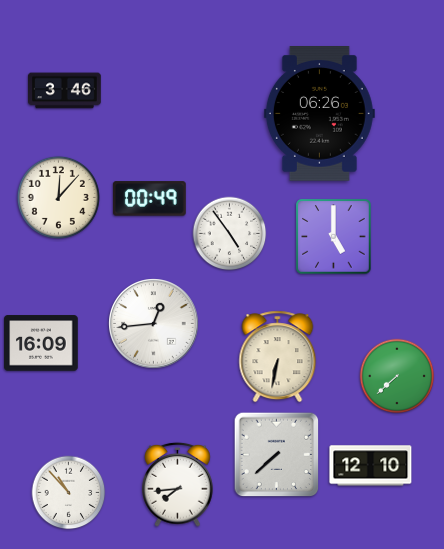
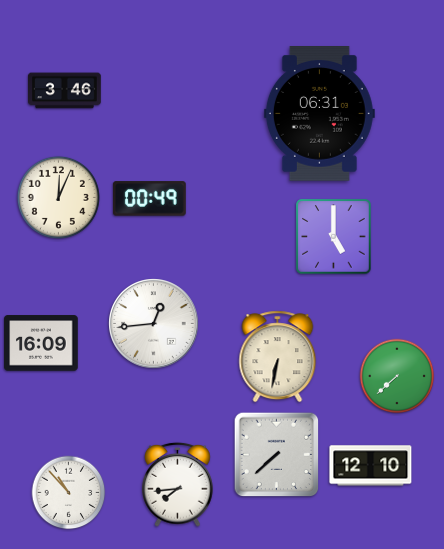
clock at (319, 114): 06:26 -> 06:31
clock at (58, 197): 12:07 -> 12:04
clock at (230, 234): 4:54 -> none
